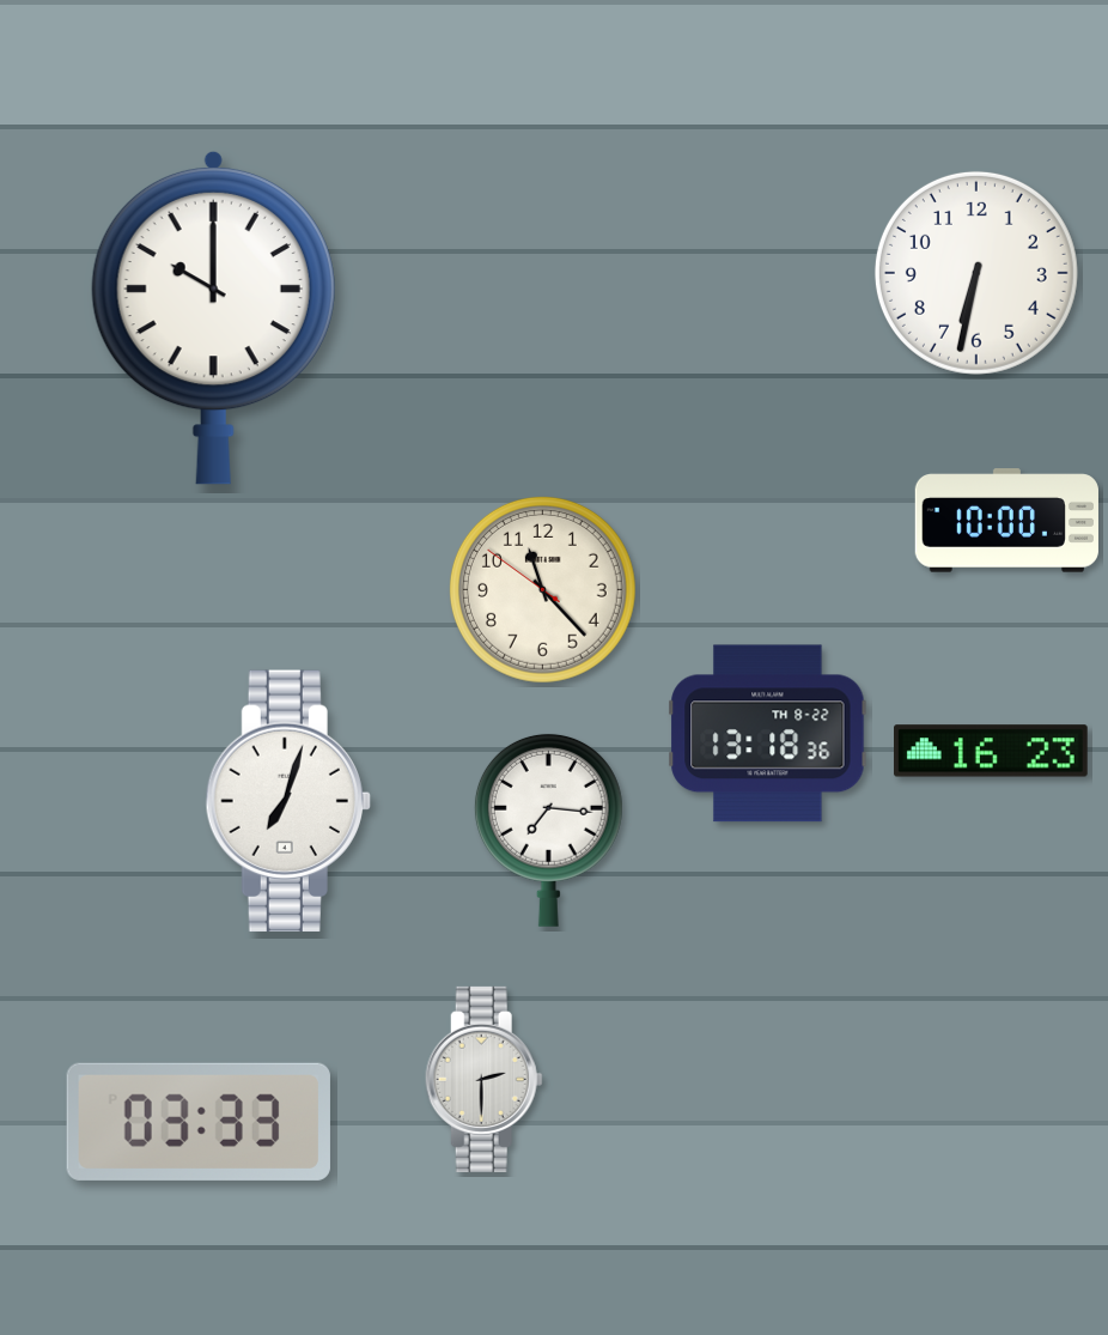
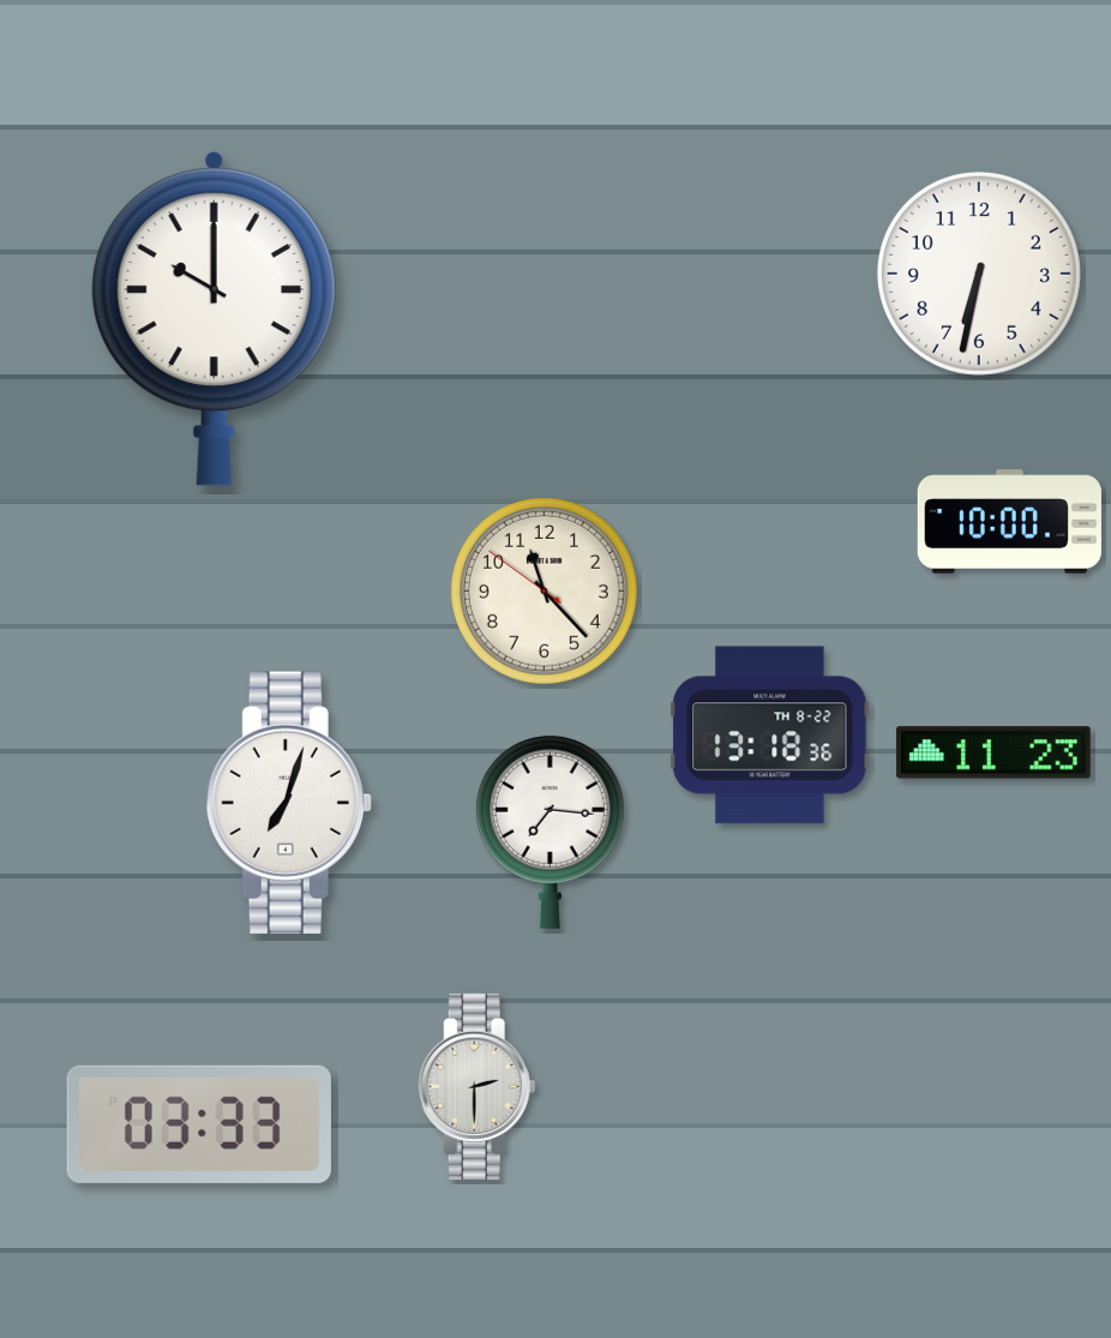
clock at (992, 751): 16:23 -> 11:23
clock at (483, 1079) position: (483, 1079) -> (476, 1086)
